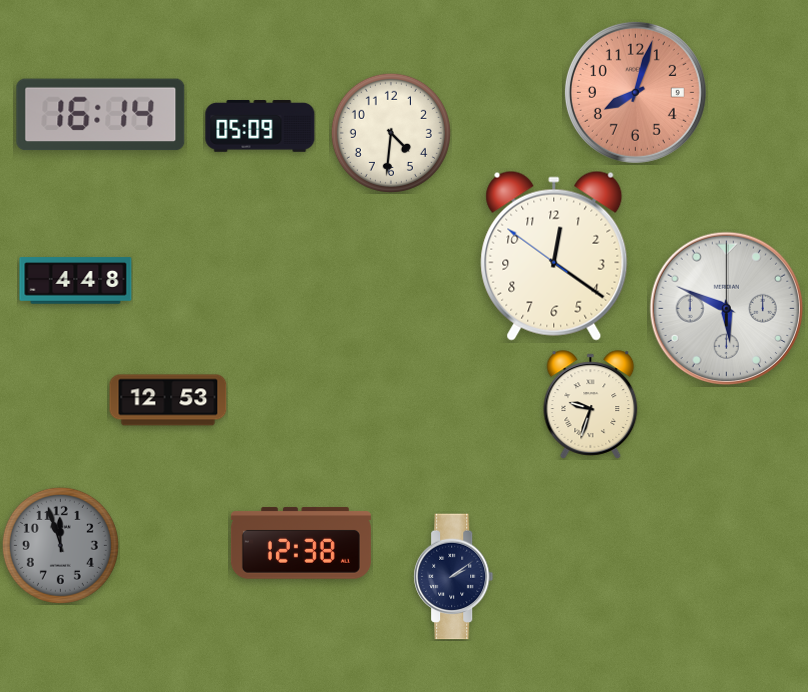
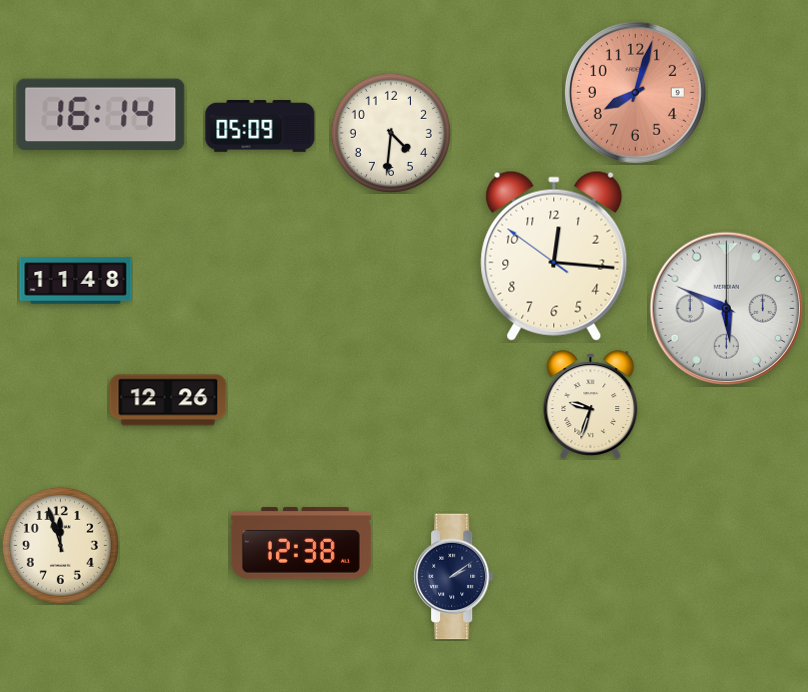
clock at (554, 256): 12:20 -> 12:15
clock at (76, 281): 4:48 -> 11:48
clock at (168, 400): 12:53 -> 12:26
clock at (60, 545) dial: grey -> cream
